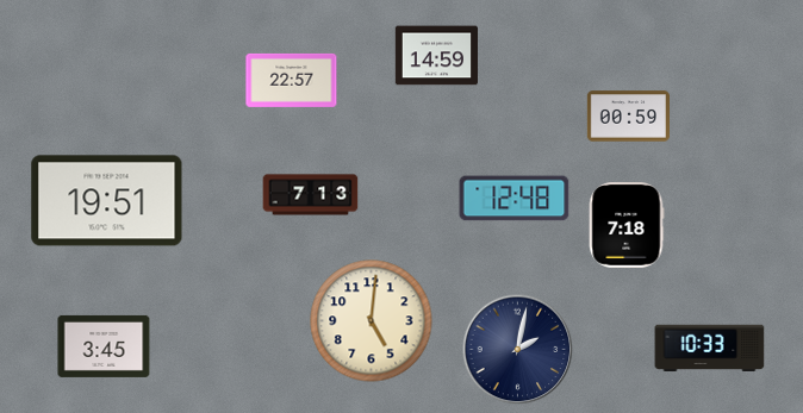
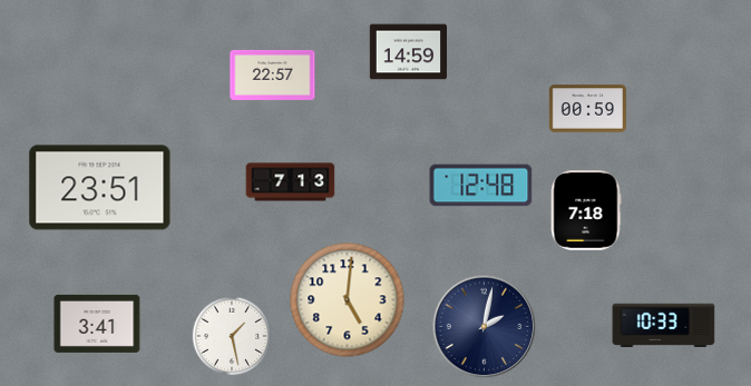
clock at (107, 201): 19:51 -> 23:51
clock at (104, 346): 3:45 -> 3:41
clock at (232, 336): none -> 1:28
